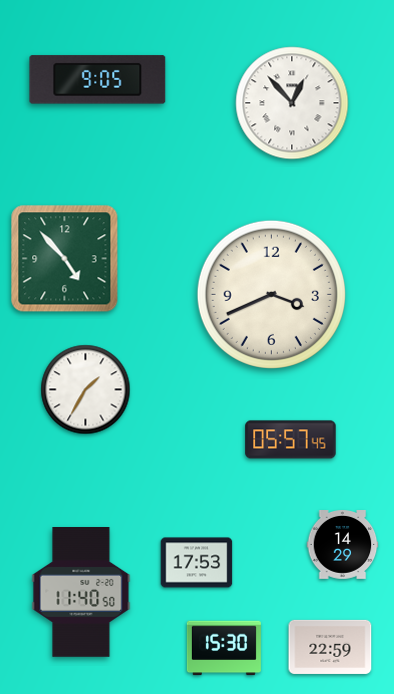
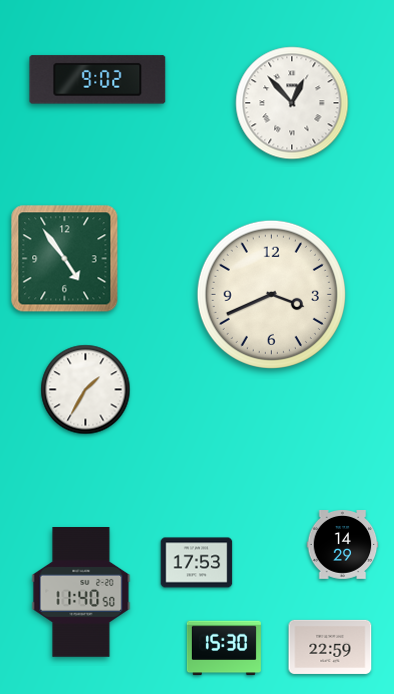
clock at (98, 80): 9:05 -> 9:02
clock at (65, 259): 4:53 -> 4:54
clock at (291, 440): 05:57 -> none
